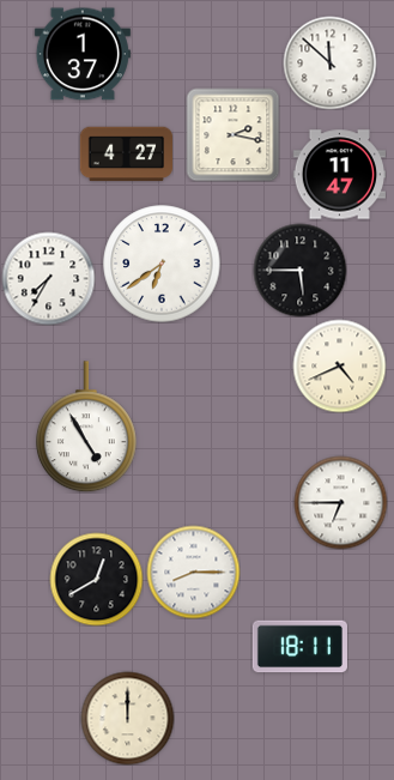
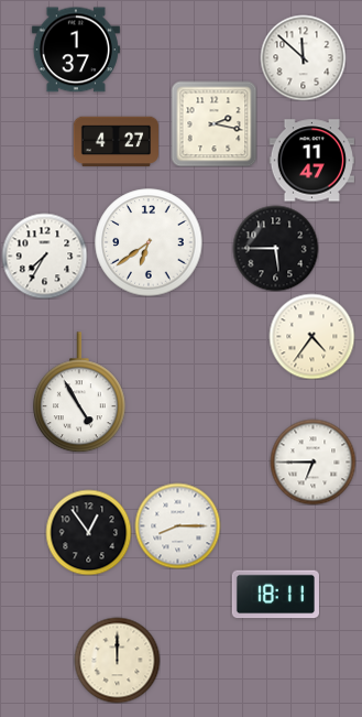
clock at (339, 365): 4:41 -> 4:36
clock at (96, 579): 12:40 -> 12:54
